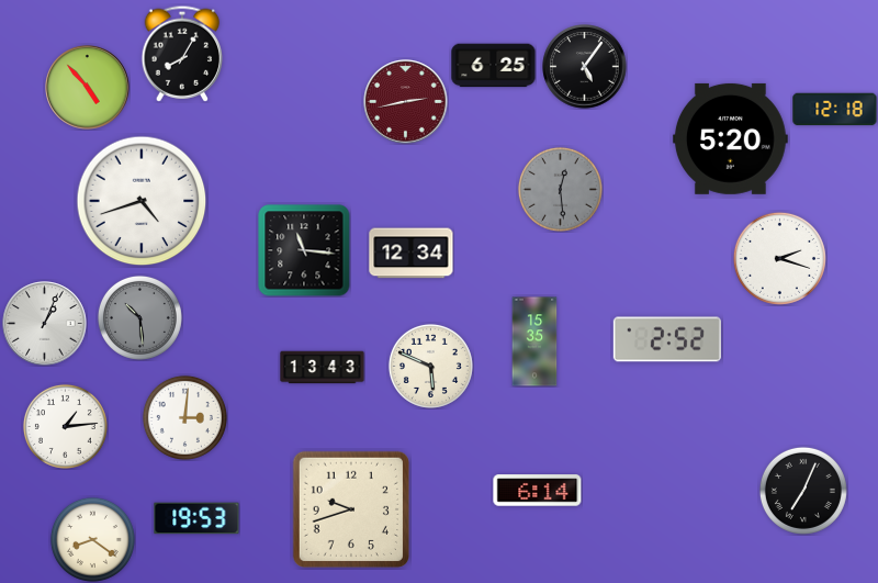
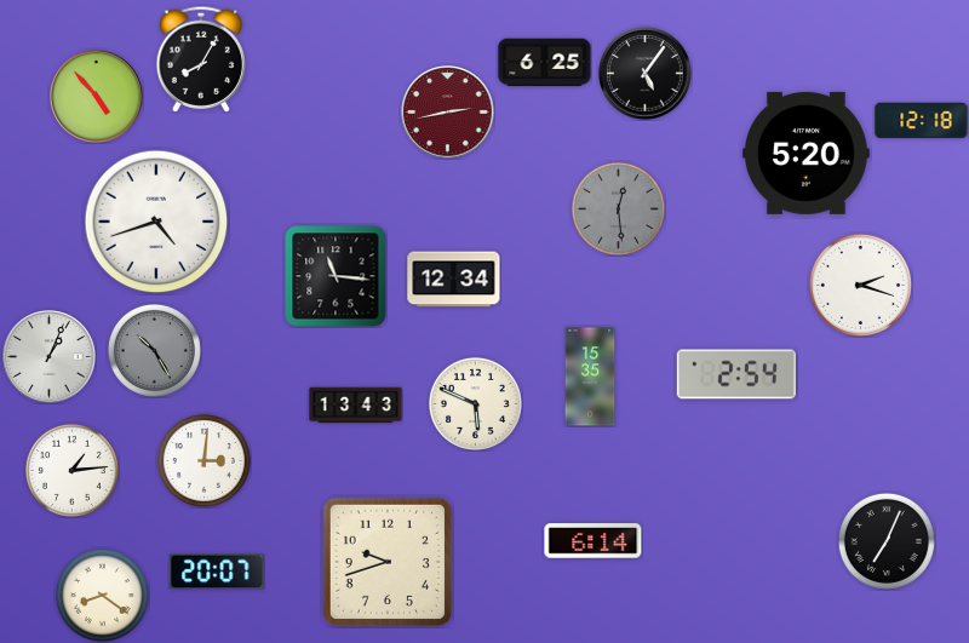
clock at (494, 66) position: (494, 66) -> (545, 63)
clock at (139, 317): 10:29 -> 10:25
clock at (667, 339): 2:52 -> 2:54
clock at (196, 518): 19:53 -> 20:07
